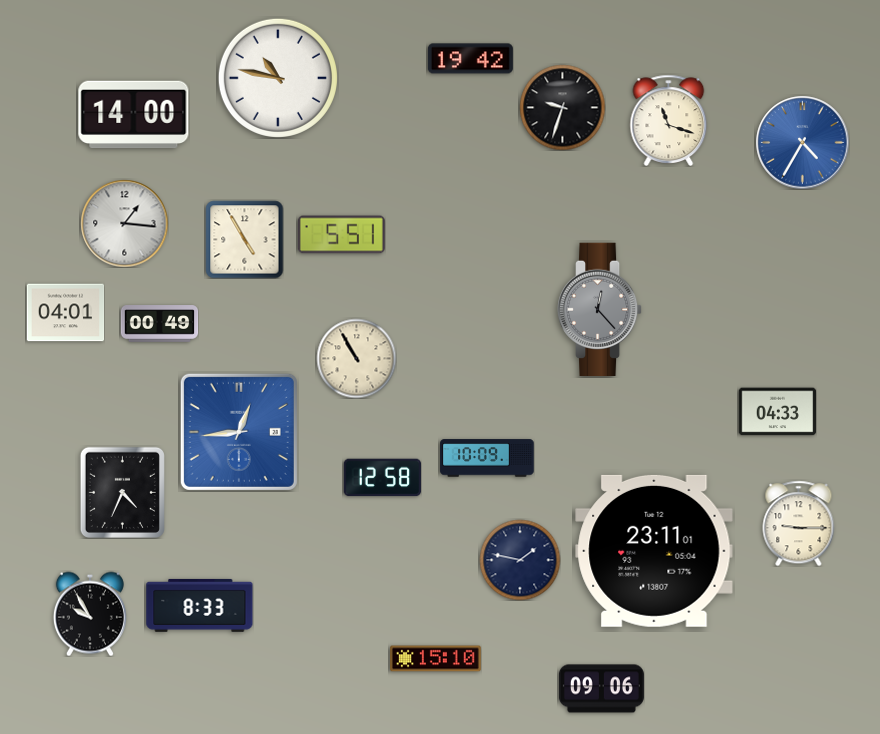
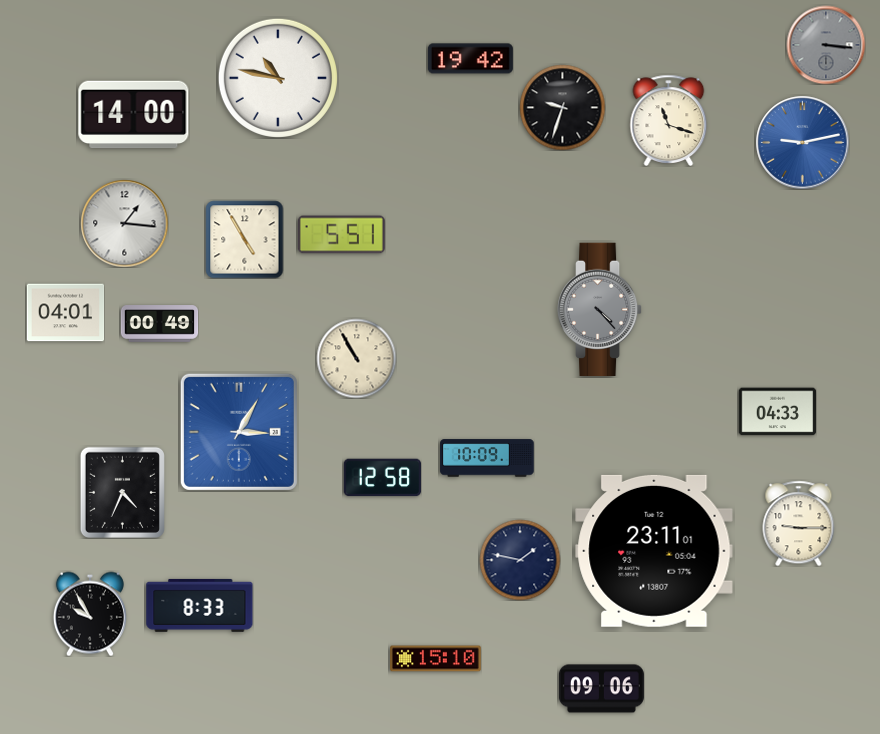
clock at (826, 45): none -> 3:16
clock at (802, 142): 4:35 -> 9:13
clock at (600, 309): 12:23 -> 4:23
clock at (239, 432): 12:44 -> 3:05
